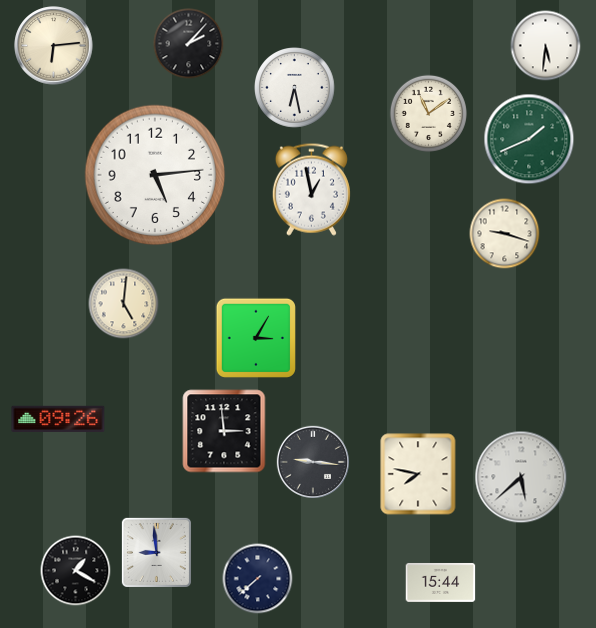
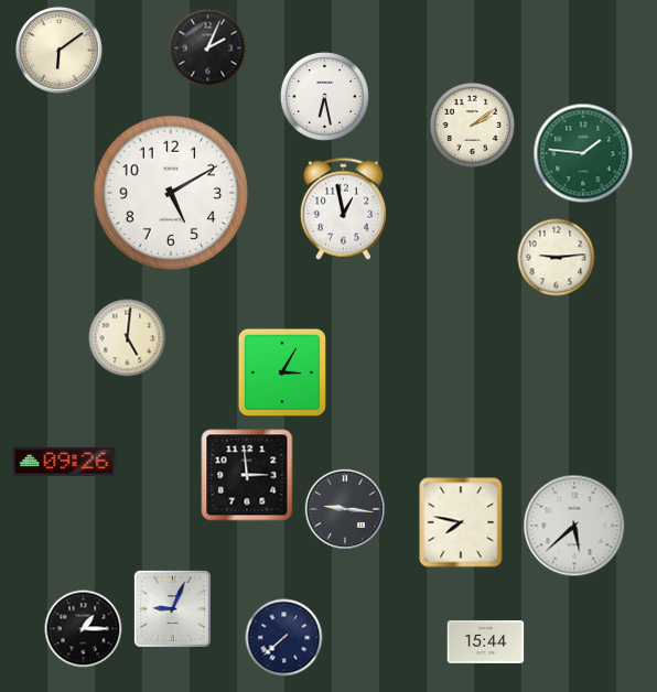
clock at (189, 44): 2:07 -> 2:04
clock at (54, 46): 6:14 -> 6:09
clock at (546, 46): 5:31 -> none
clock at (428, 113): 11:09 -> 2:09
clock at (529, 139): 1:41 -> 1:46
clock at (155, 175): 5:14 -> 5:10
clock at (505, 234): 9:18 -> 9:14
clock at (124, 304) position: (124, 304) -> (128, 338)
clock at (156, 552): 8:59 -> 9:04
clock at (76, 571): 1:20 -> 1:15
